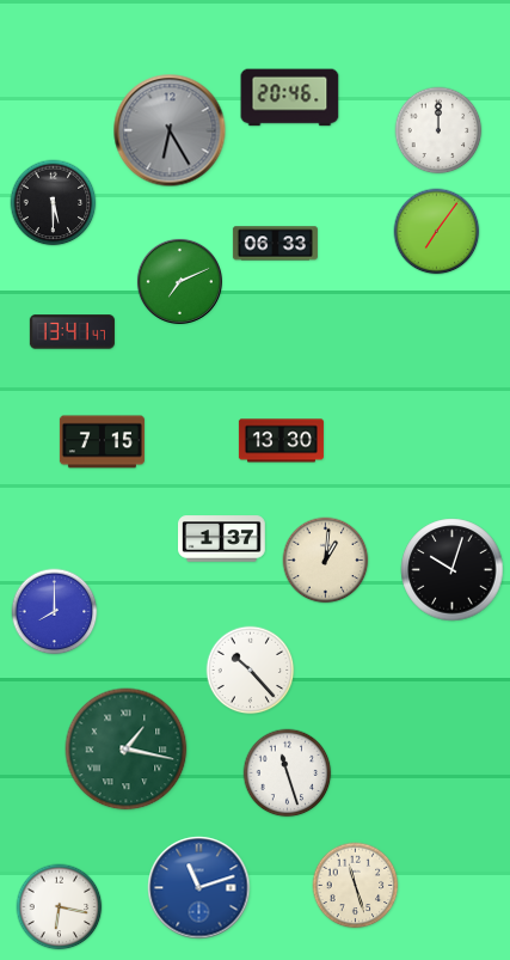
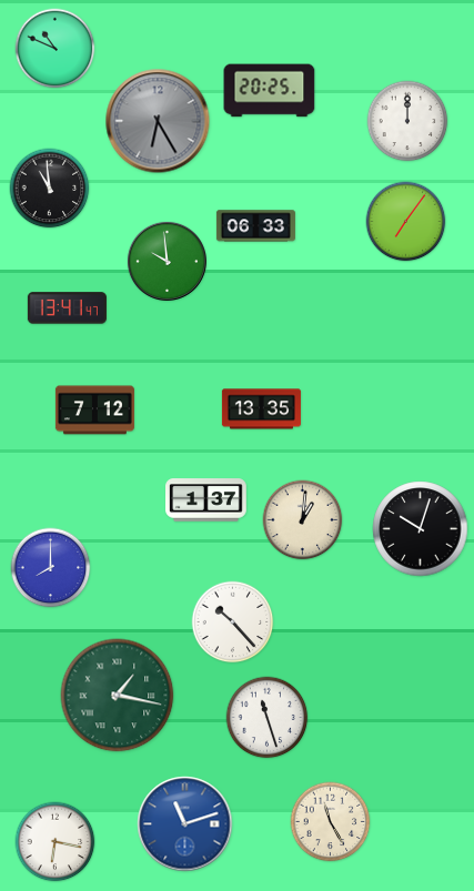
clock at (56, 49): none -> 10:49
clock at (290, 98): 20:46 -> 20:25
clock at (54, 203): 5:30 -> 10:59
clock at (437, 232) position: (437, 232) -> (406, 222)
clock at (179, 281): 7:11 -> 9:59
clock at (281, 441): 13:30 -> 13:35
clock at (102, 442): 7:15 -> 7:12
clock at (356, 886): 11:27 -> 11:25
